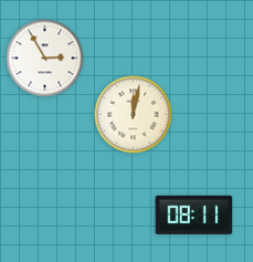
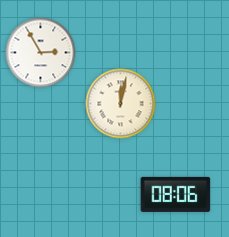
clock at (194, 214): 08:11 -> 08:06
